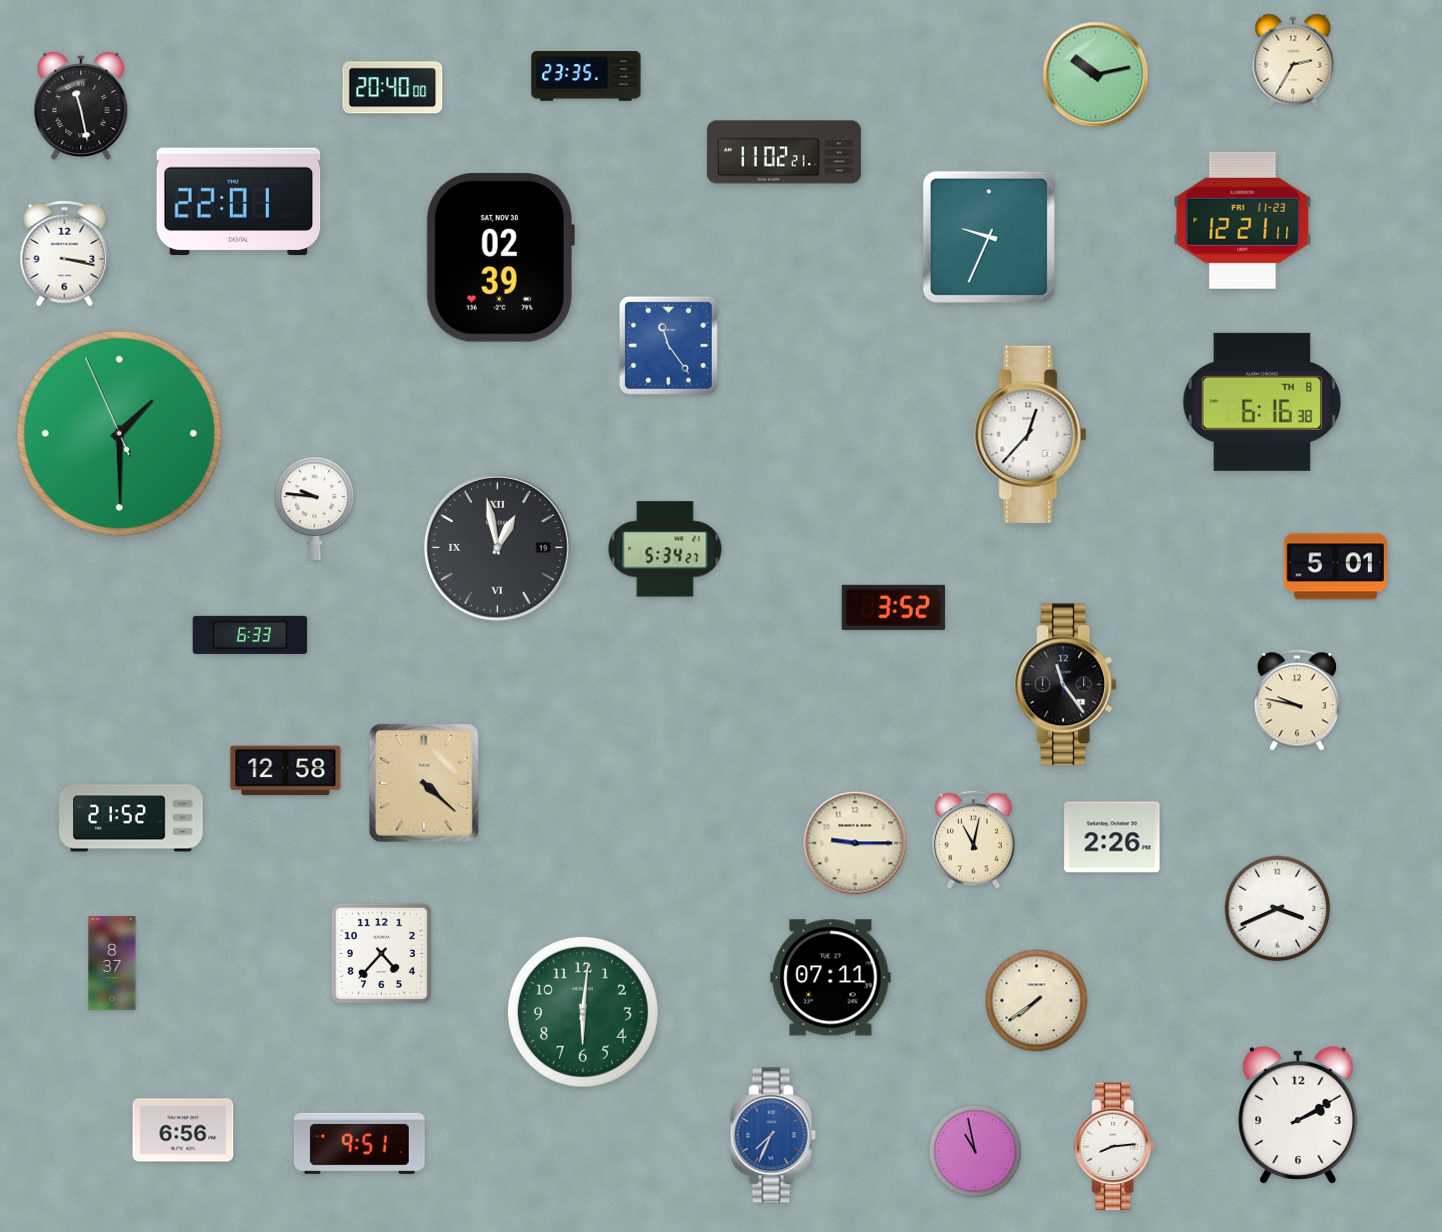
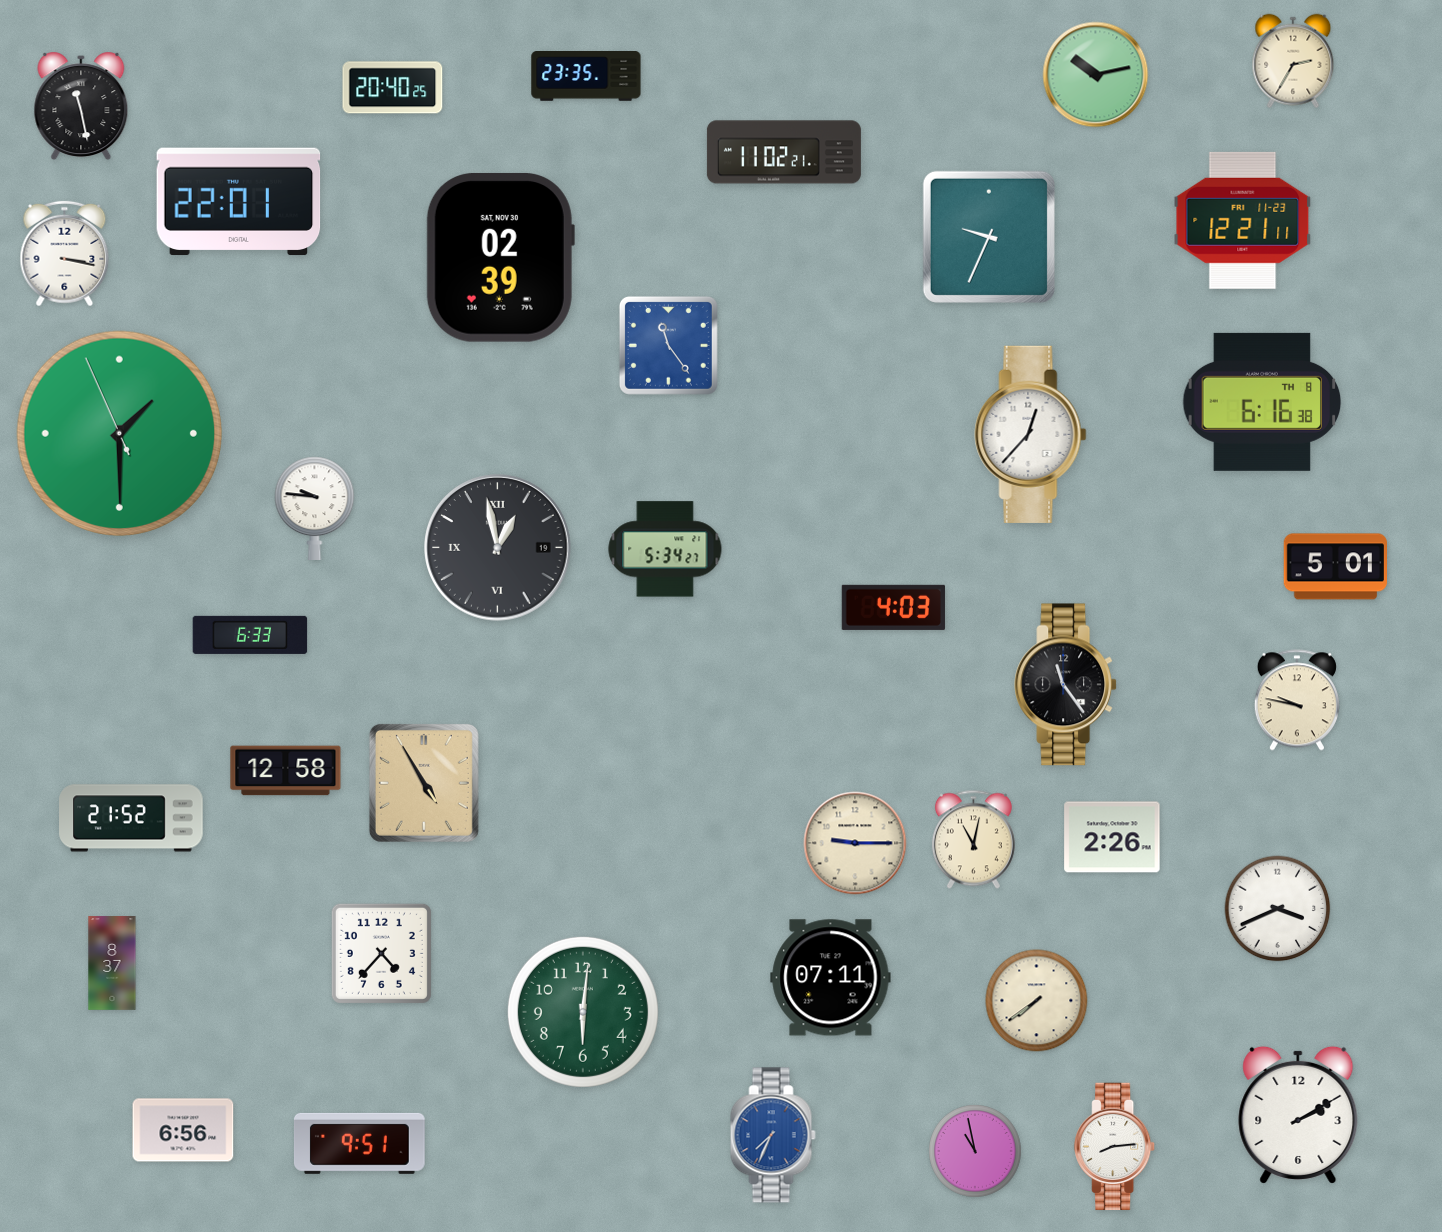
clock at (393, 88): 20:40:00 -> 20:40:25
clock at (893, 607): 3:52 -> 4:03
clock at (424, 783): 4:22 -> 4:55
